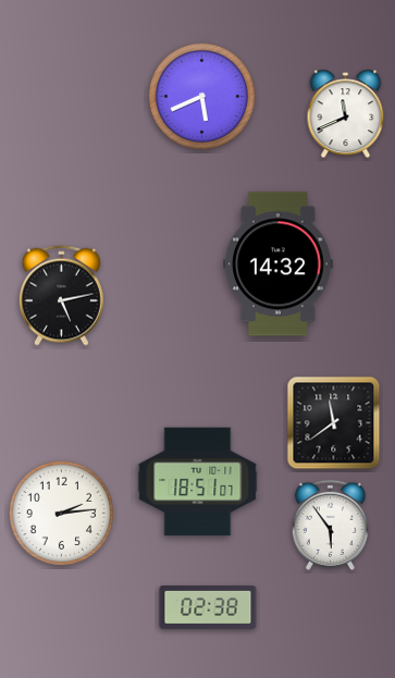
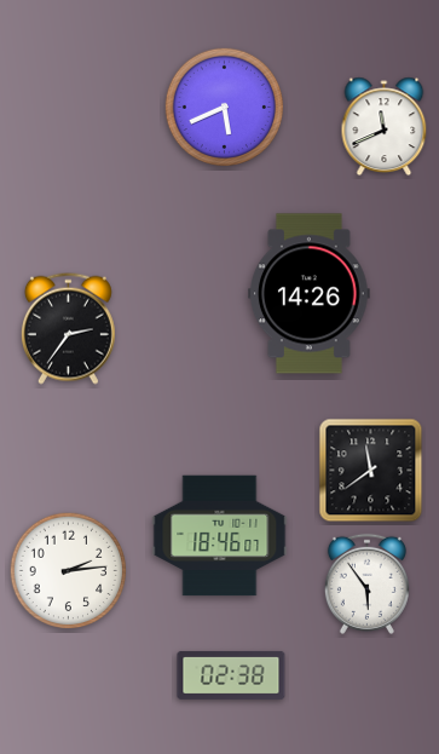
clock at (279, 264): 14:32 -> 14:26
clock at (61, 295): 5:13 -> 2:36
clock at (198, 482): 18:51 -> 18:46
